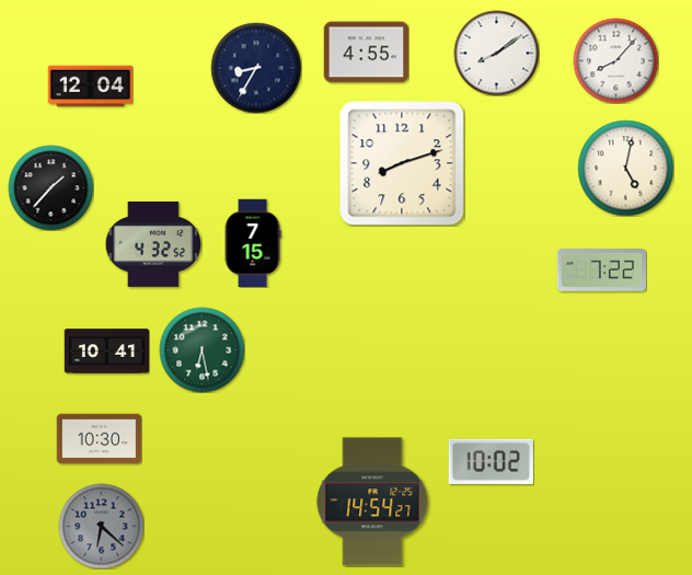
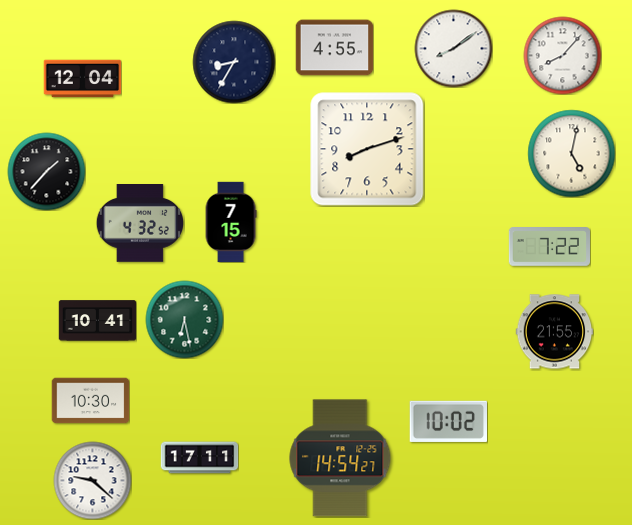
clock at (554, 332): none -> 21:55
clock at (199, 458): none -> 17:11
clock at (101, 526): 6:22 -> 9:22
clock at (101, 526) dial: grey -> white
